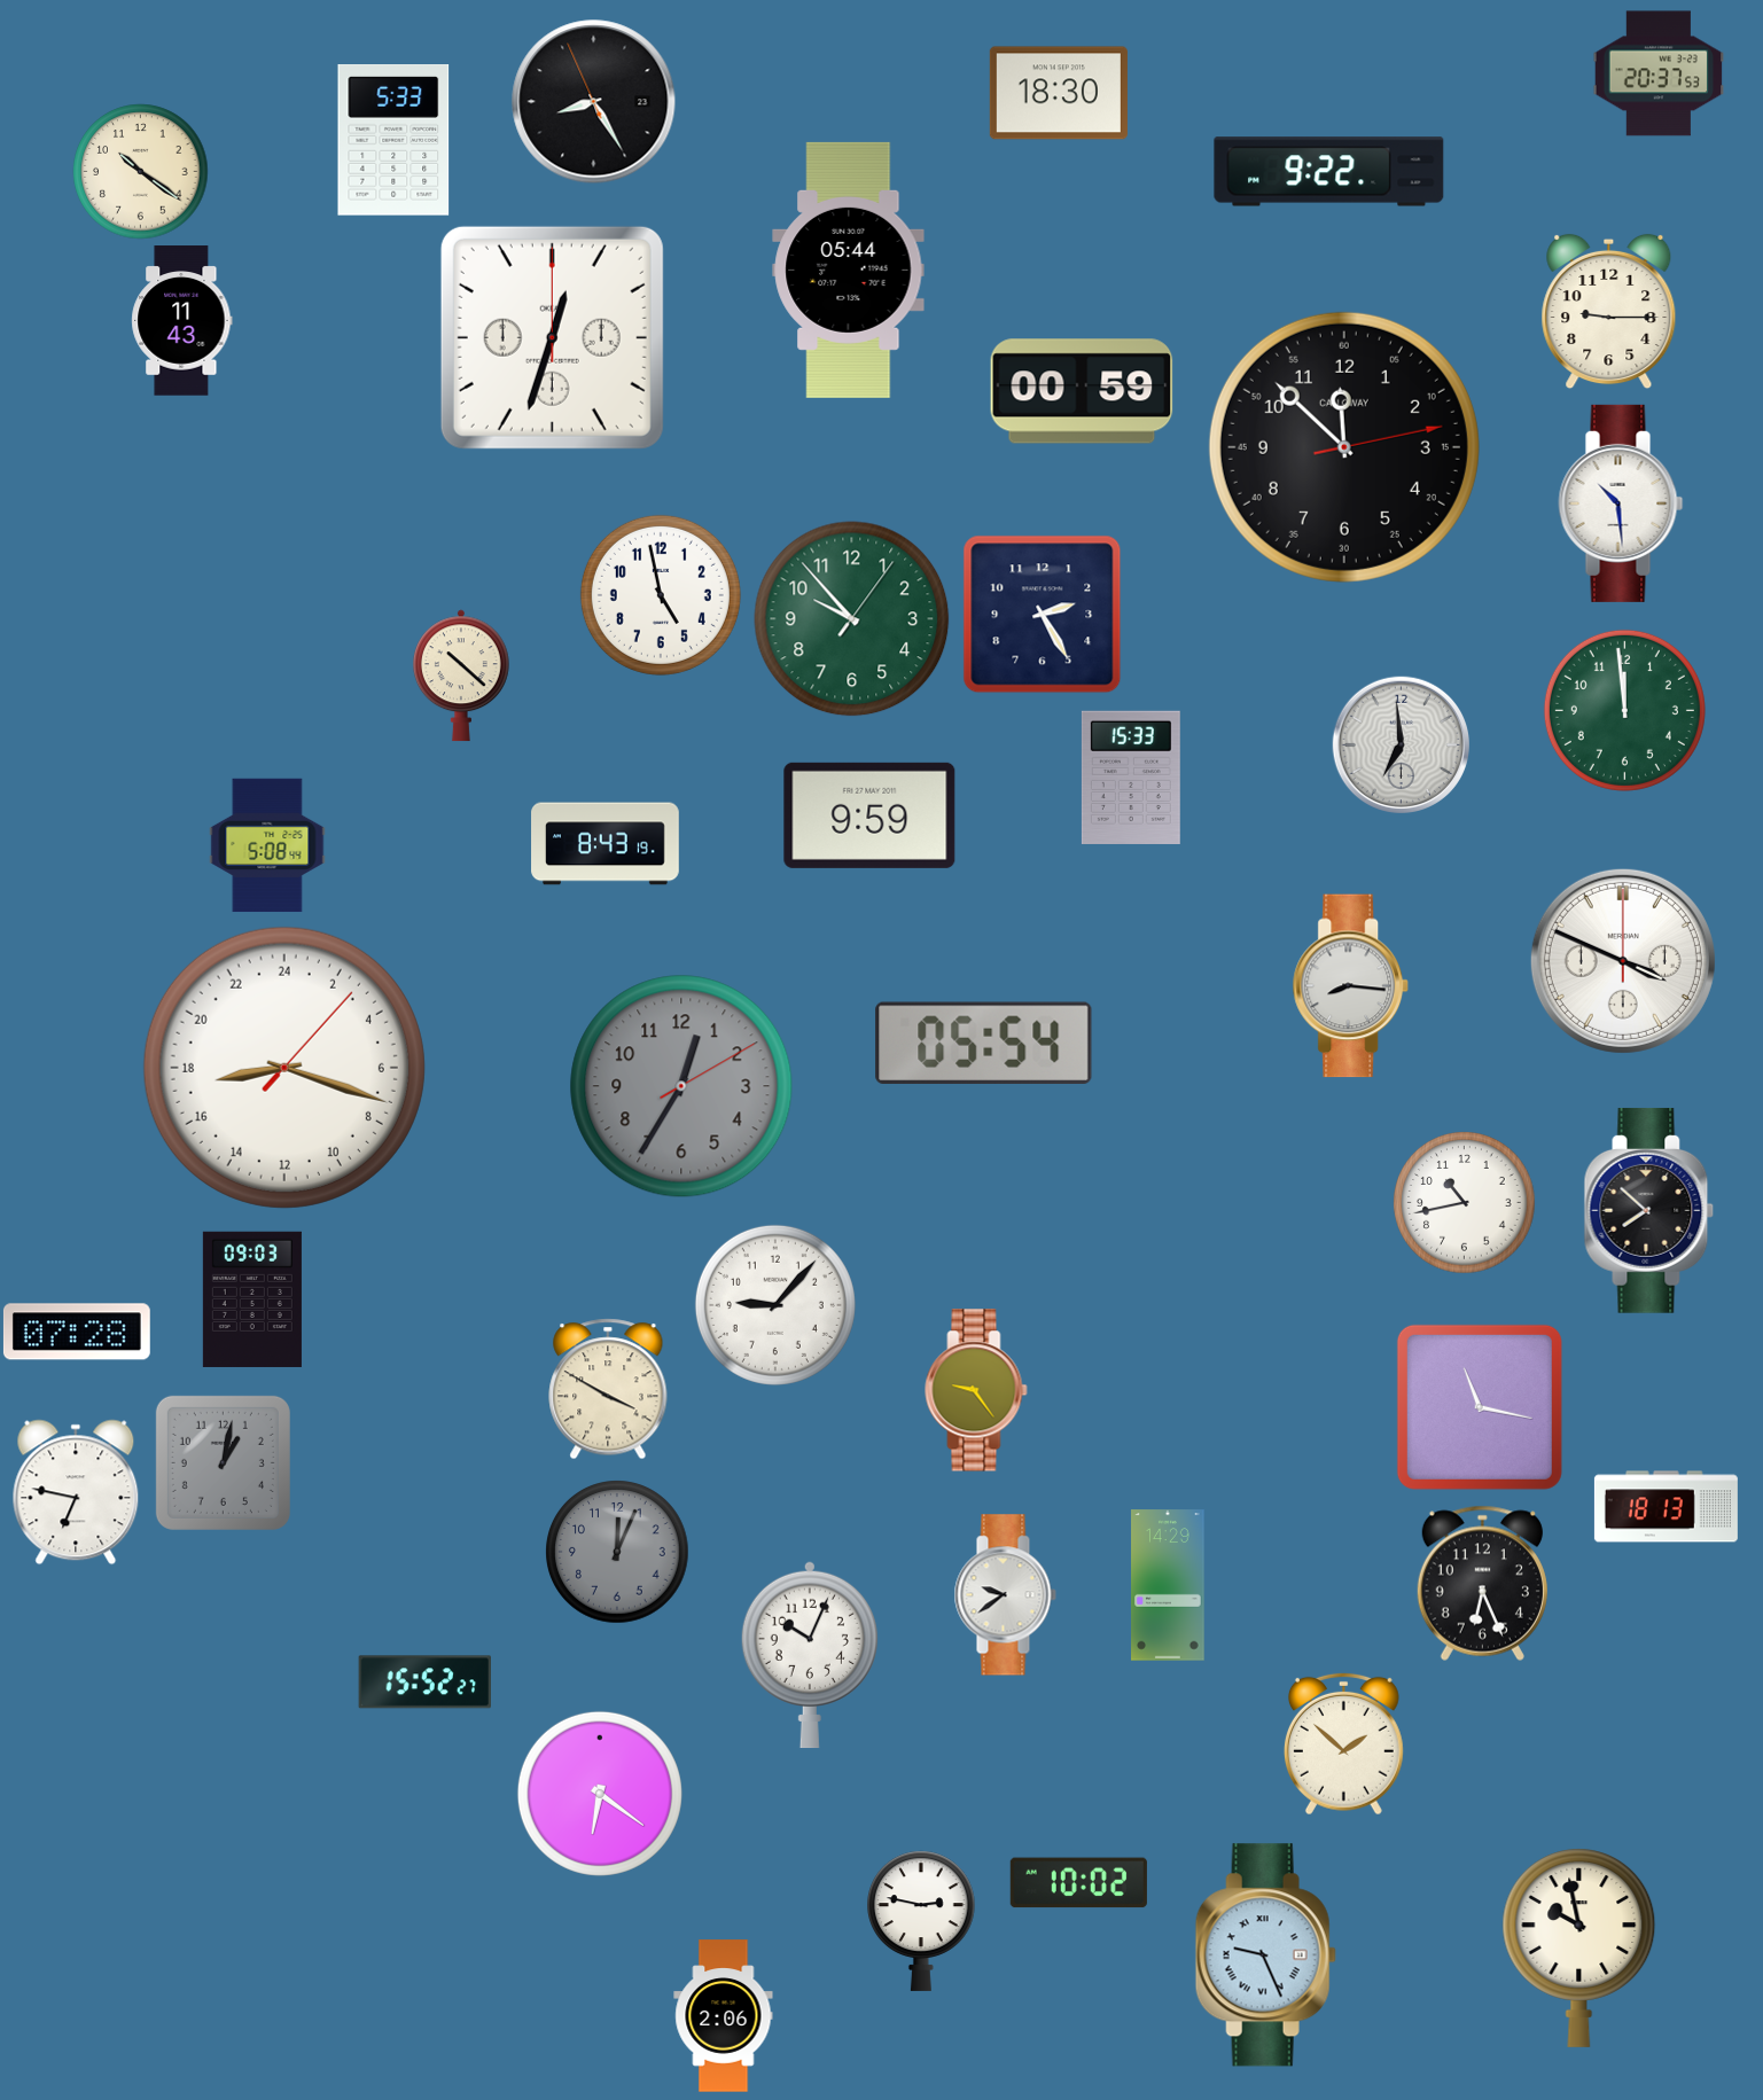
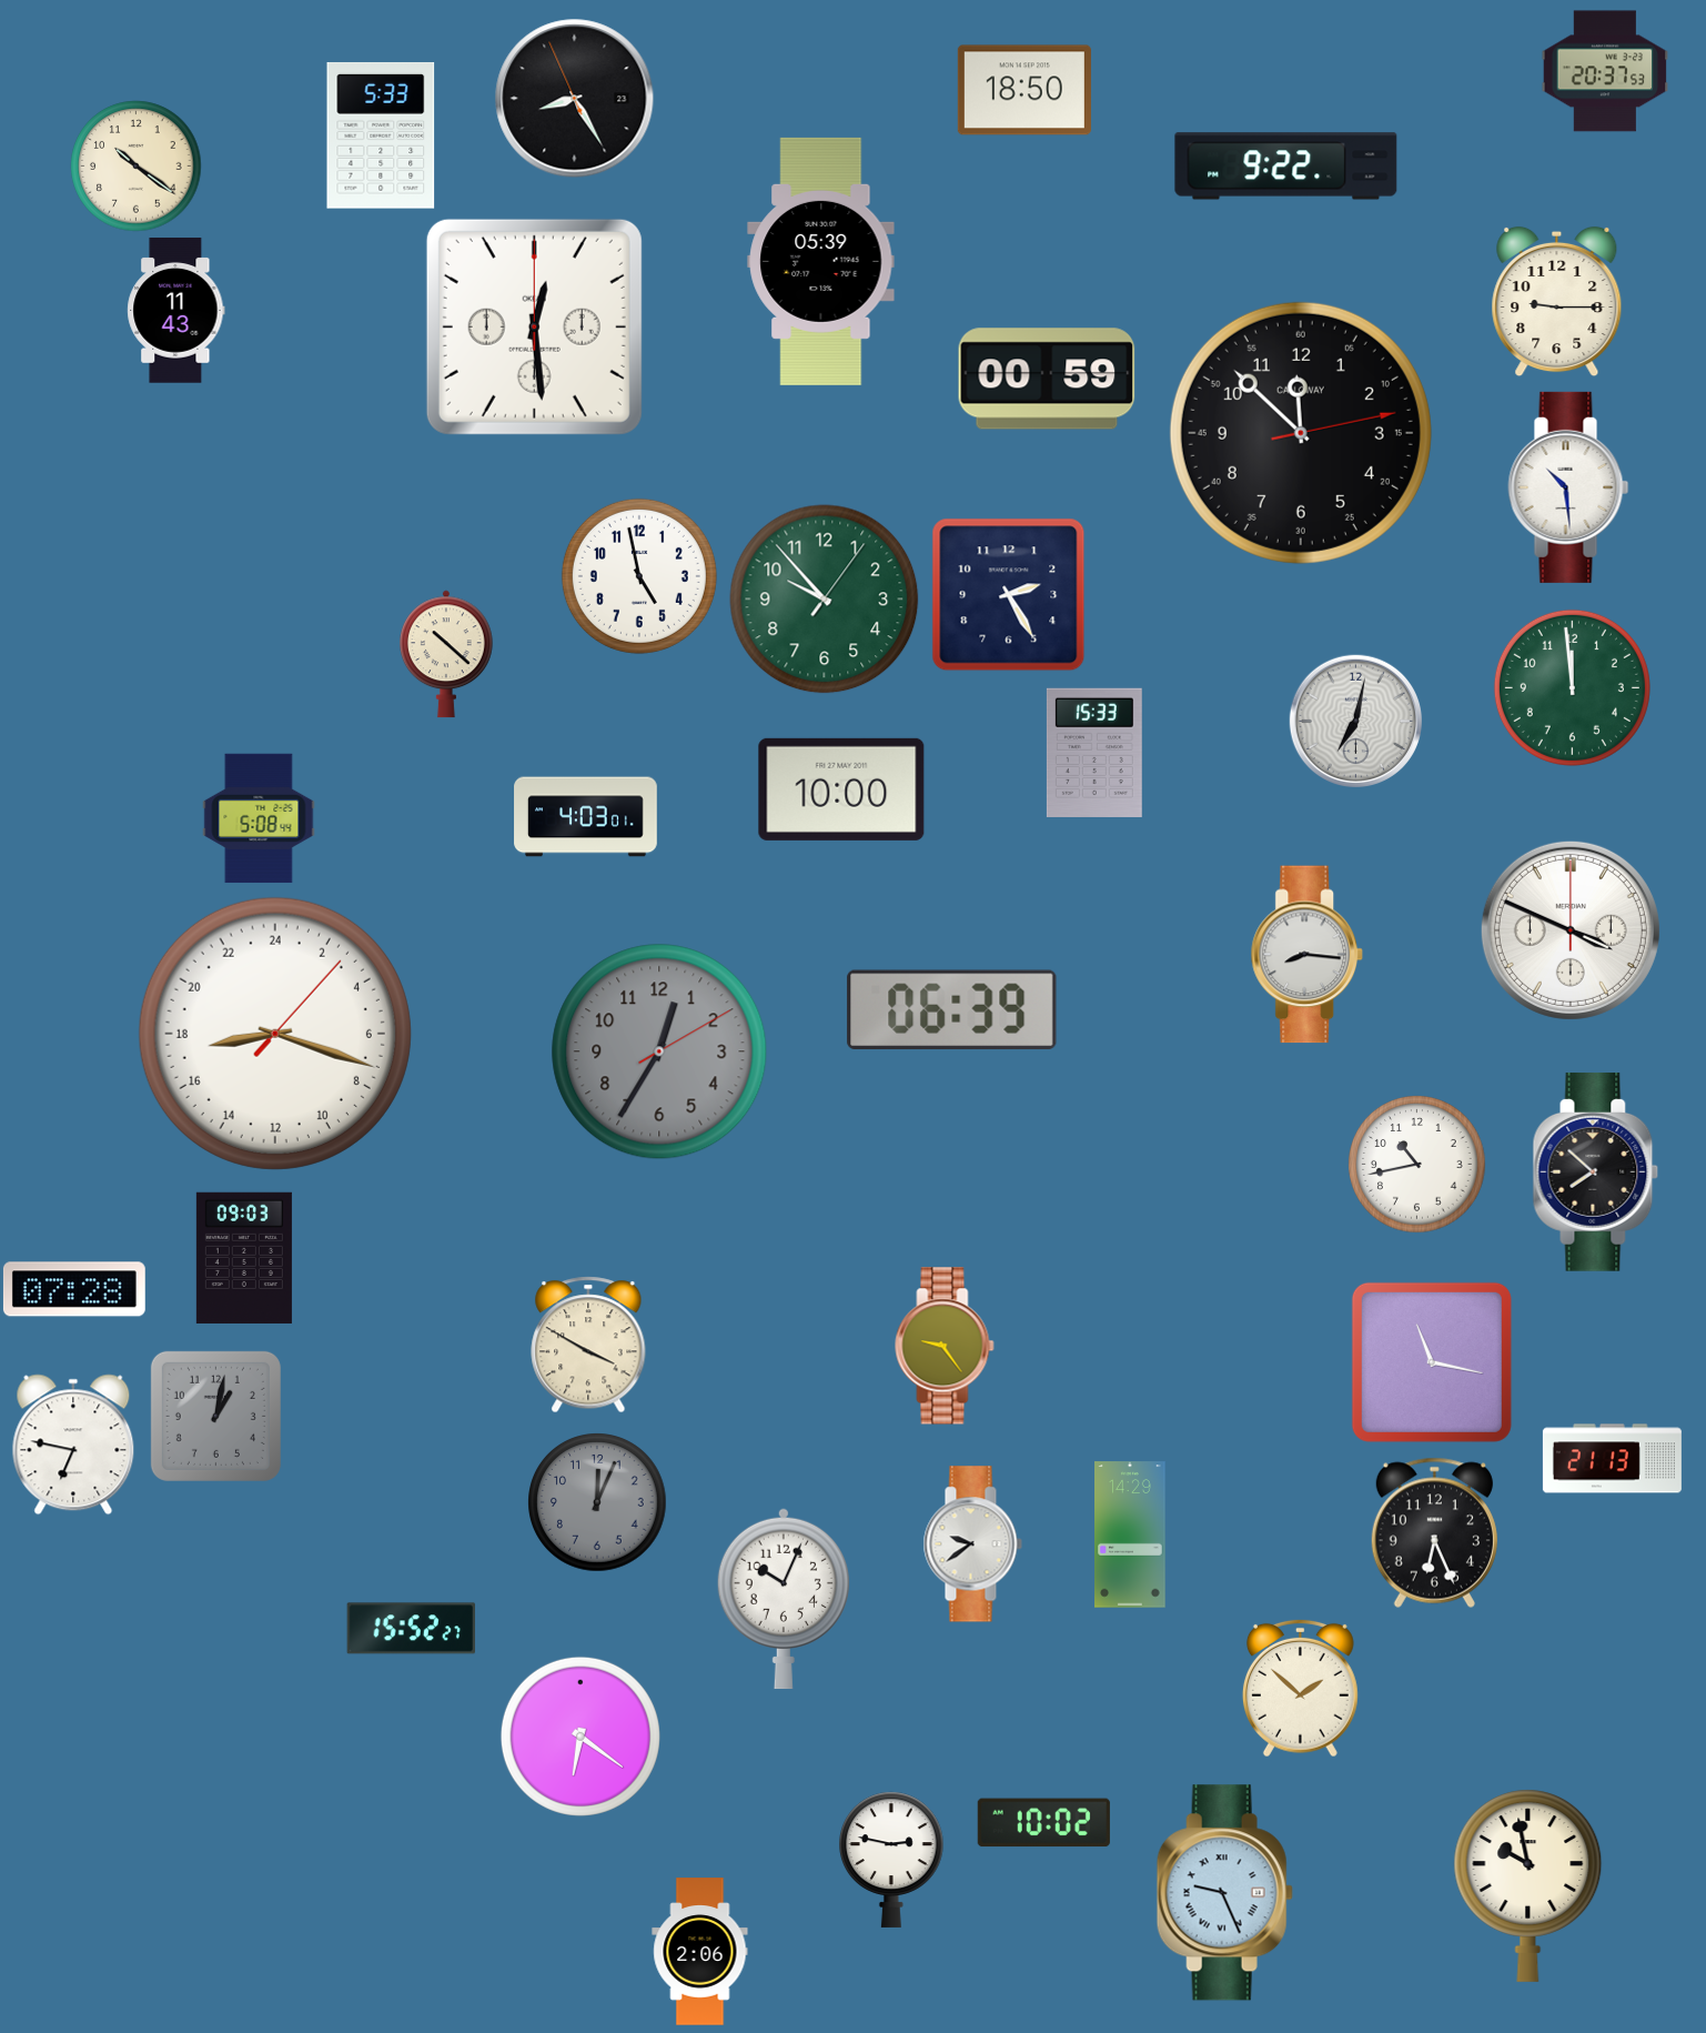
clock at (1059, 93): 18:30 -> 18:50
clock at (849, 270): 05:44 -> 05:39
clock at (552, 337): 12:33 -> 12:29
clock at (1401, 744): 6:59 -> 7:02
clock at (869, 815): 9:59 -> 10:00
clock at (606, 844): 8:43 -> 4:03
clock at (984, 1043): 05:54 -> 06:39
clock at (775, 1305): 9:07 -> none
clock at (1666, 1507): 18:13 -> 21:13
clock at (810, 1655) position: (810, 1655) -> (784, 1599)
